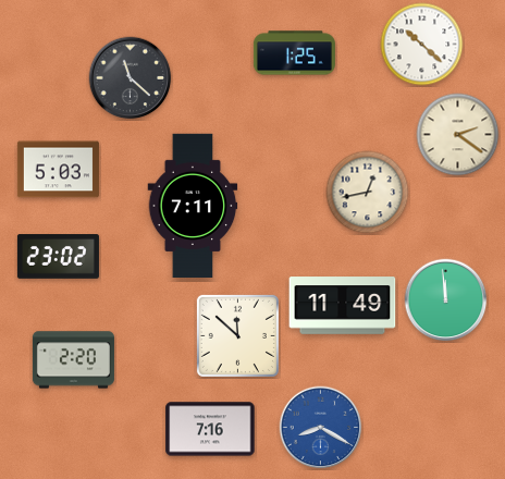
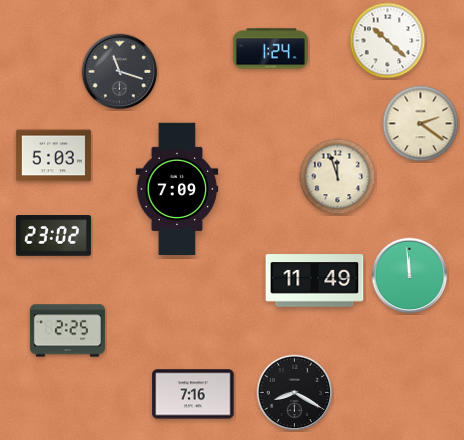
clock at (294, 53): 1:25 -> 1:24
clock at (131, 78): 11:22 -> 11:18
clock at (368, 193): 12:43 -> 11:57
clock at (193, 206): 7:11 -> 7:09
clock at (237, 335): 11:52 -> none
clock at (73, 360): 2:20 -> 2:25
clock at (321, 428) dial: blue -> black
